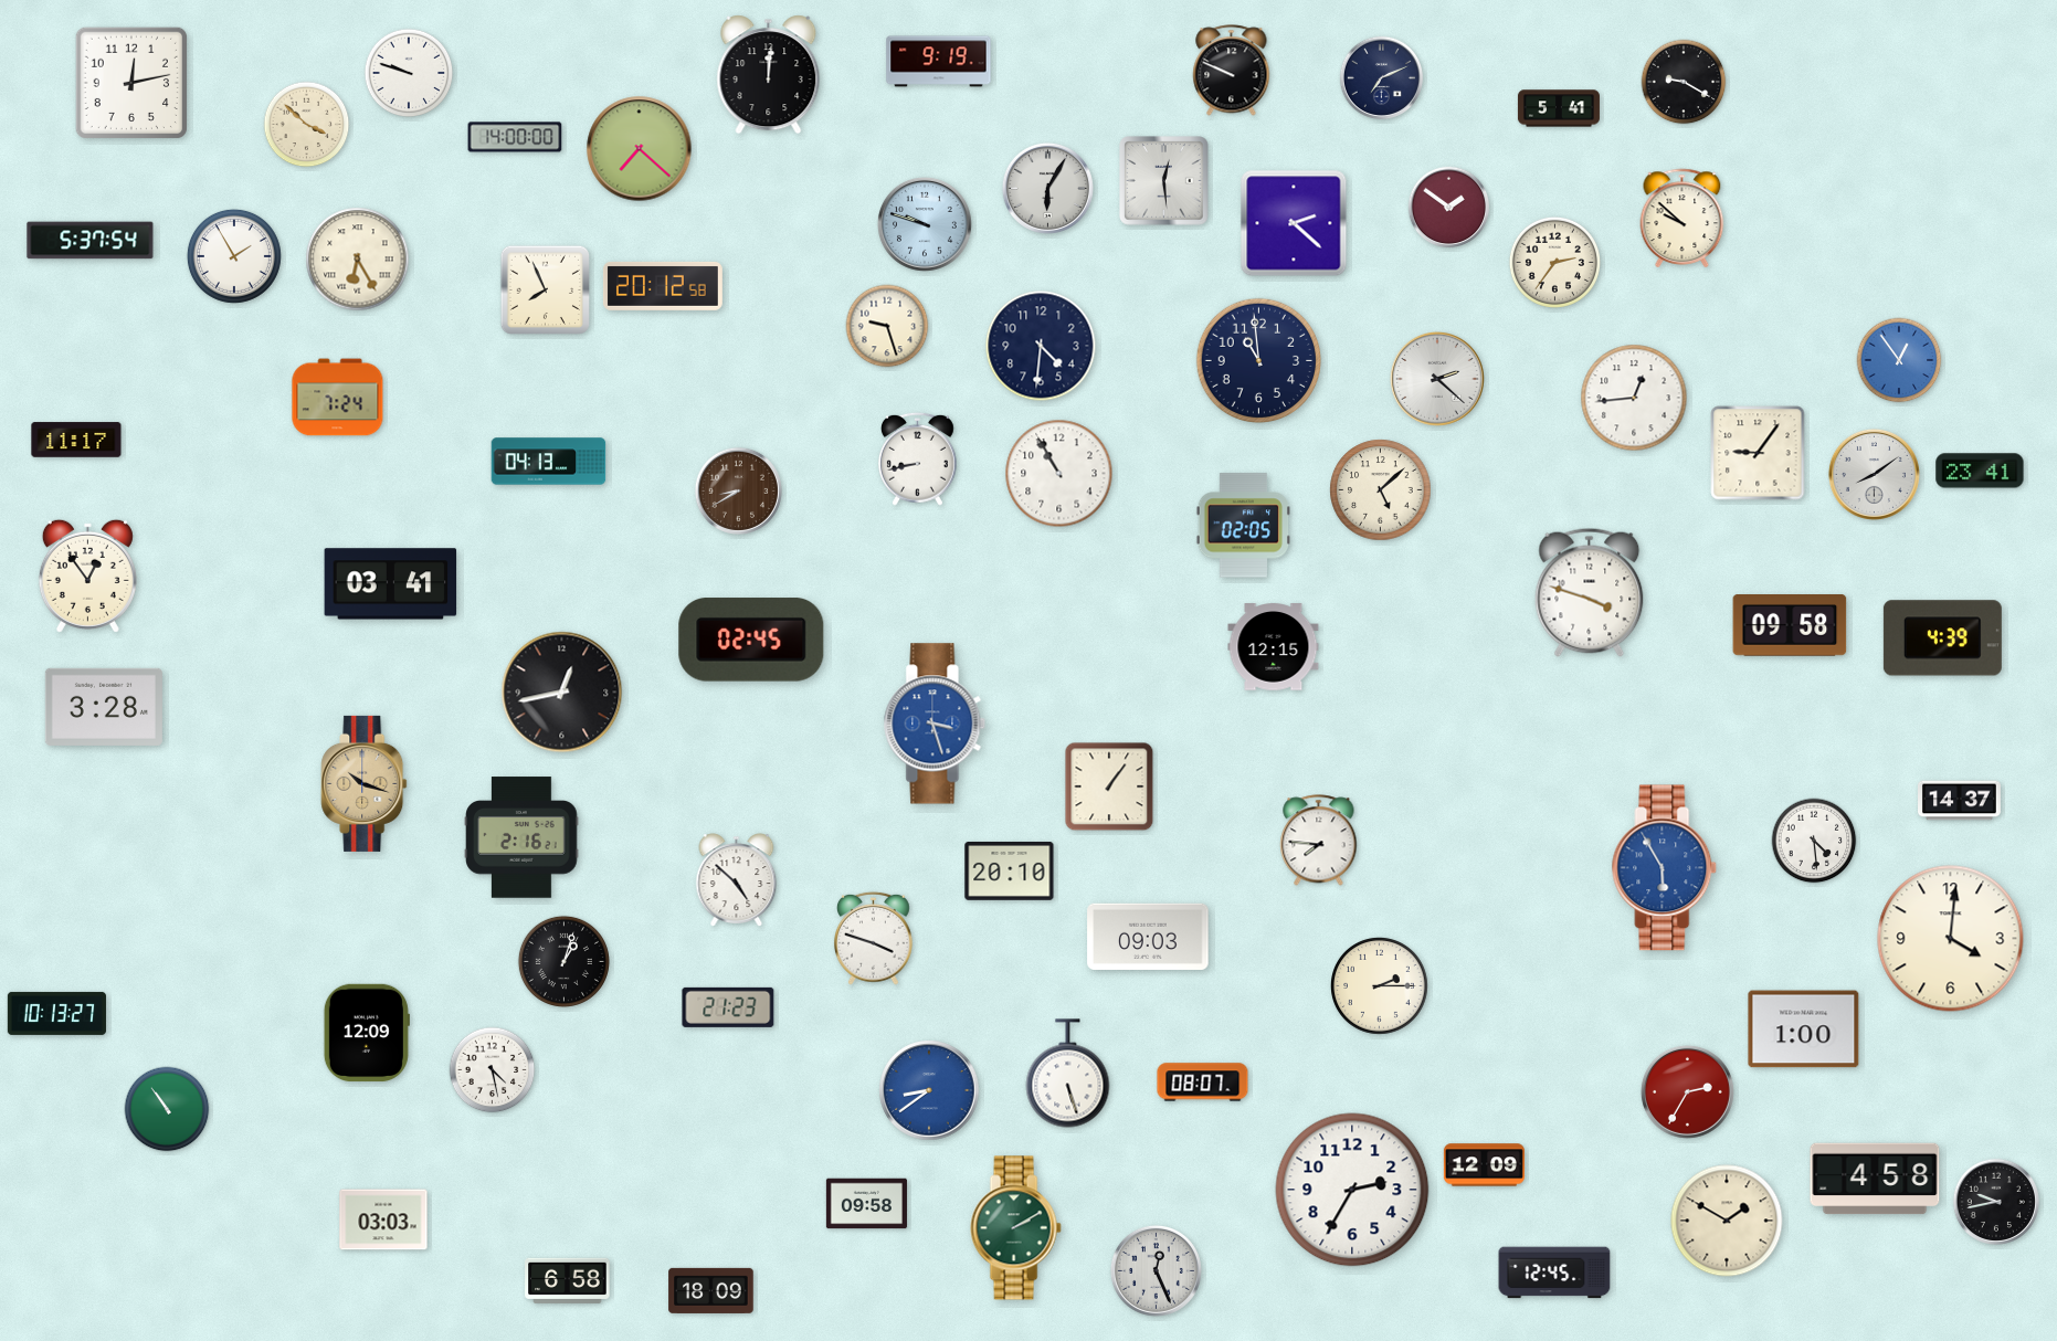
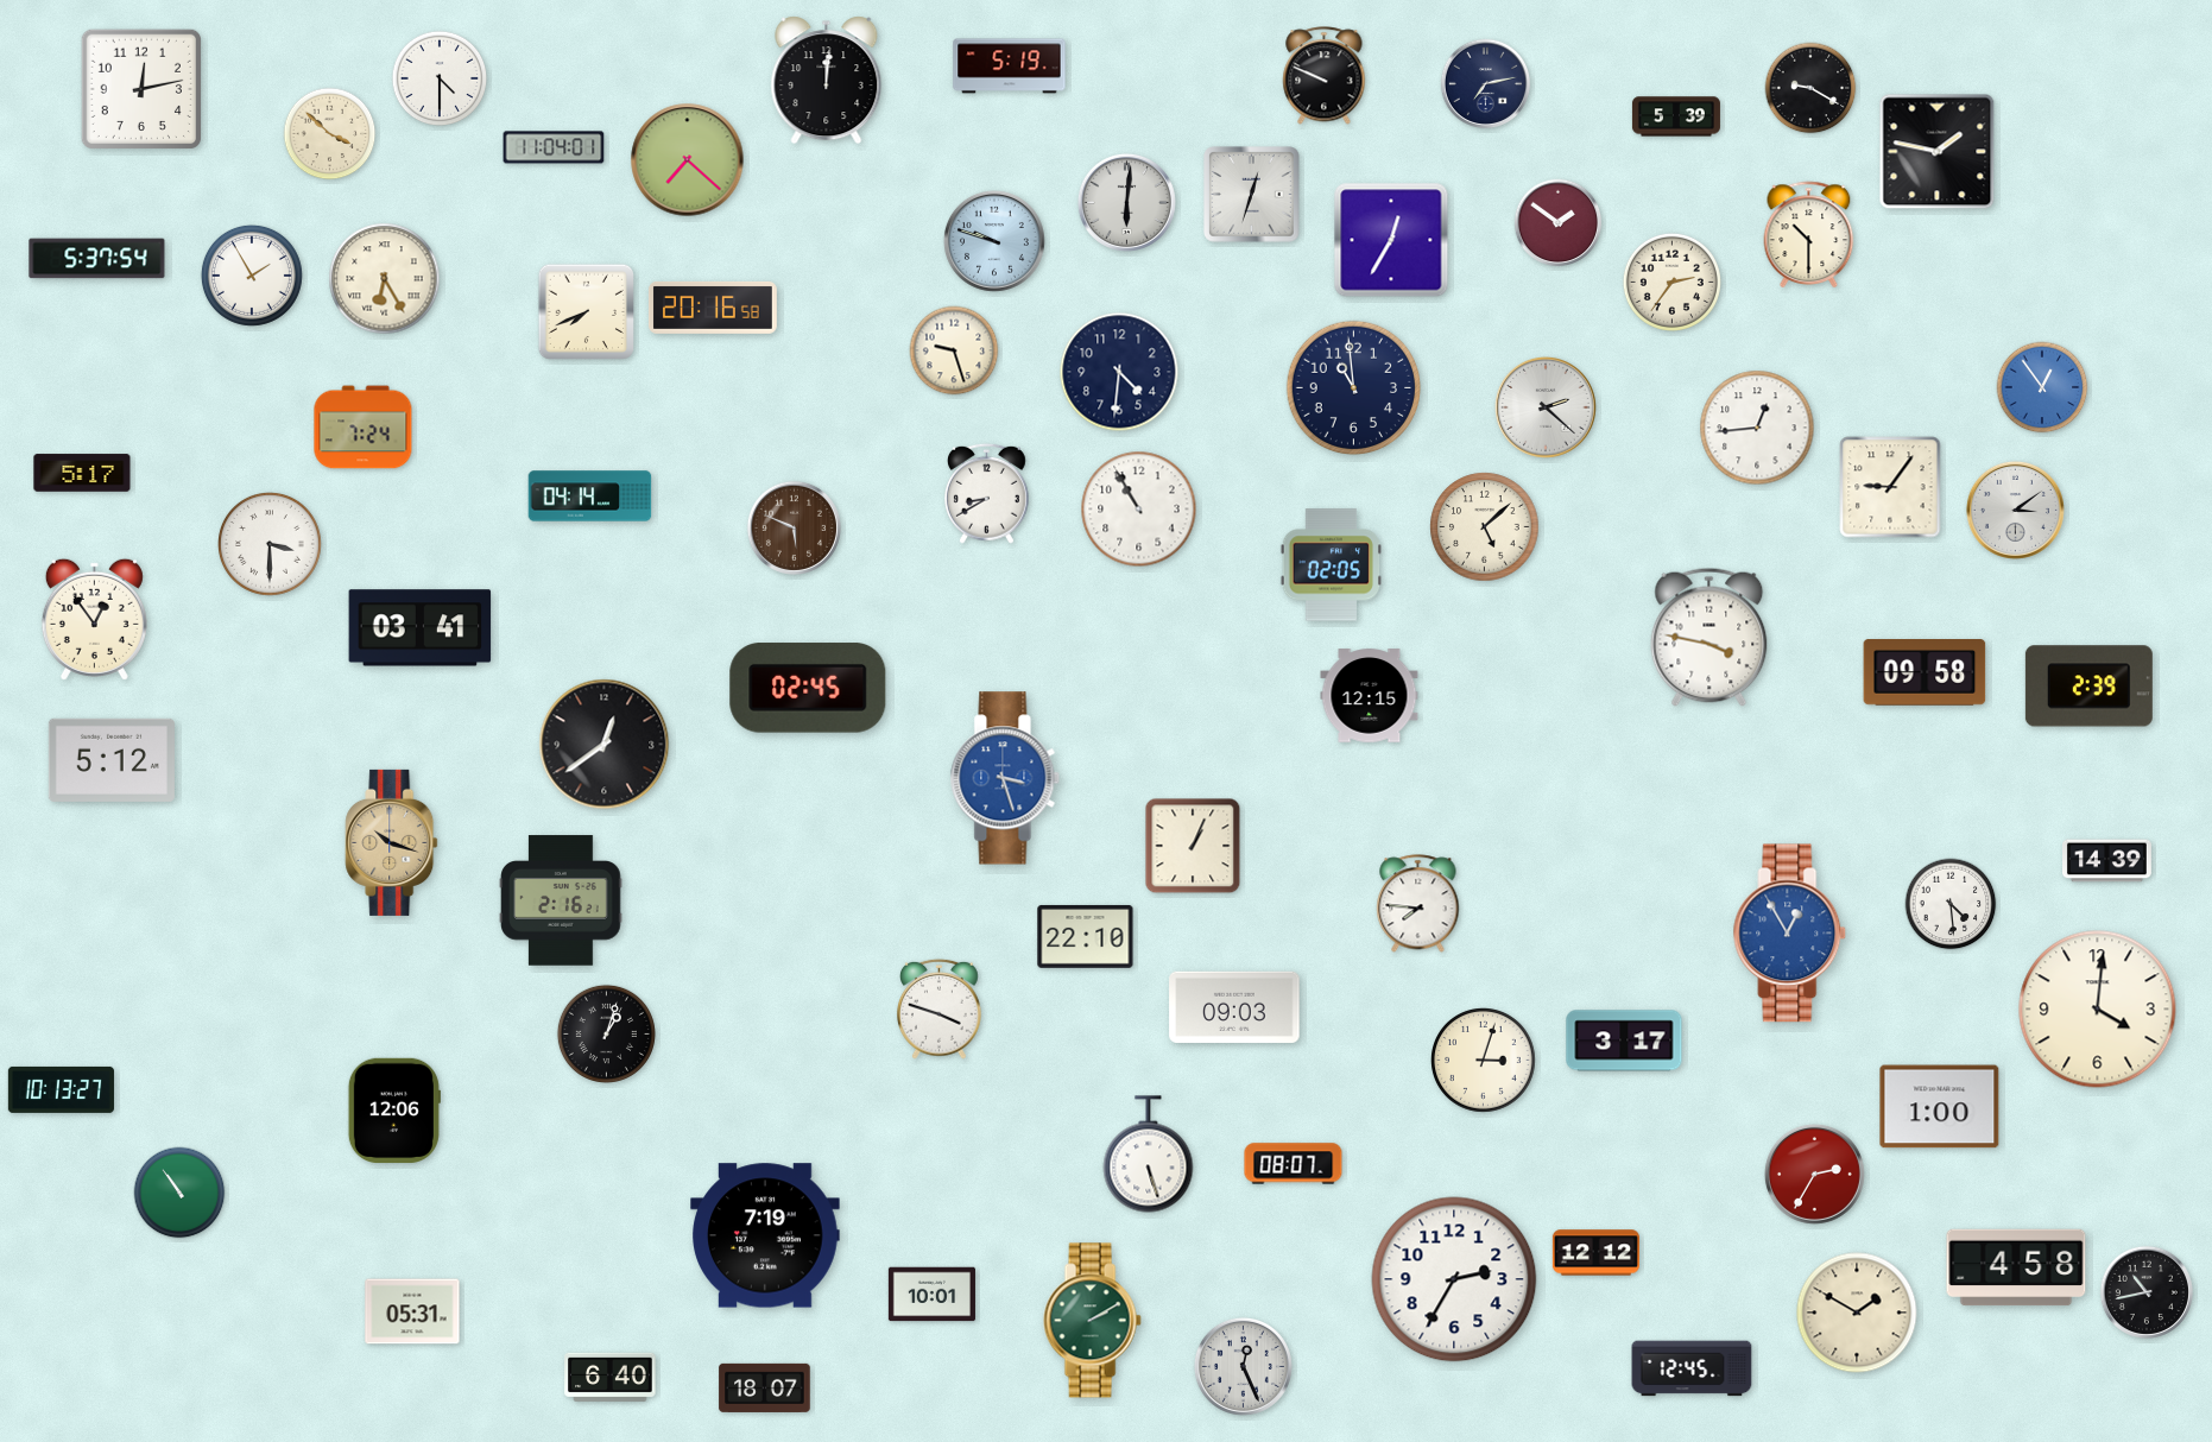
clock at (939, 62): 9:19 -> 5:19
clock at (409, 73): 9:48 -> 4:30
clock at (1382, 78): 7:11 -> 7:13
clock at (1559, 108): 5:41 -> 5:39
clock at (515, 137): 14:00 -> 11:04
clock at (1938, 152): none -> 1:47
clock at (1164, 181): 12:29 -> 12:33
clock at (1047, 188): 6:05 -> 6:01
clock at (1682, 218): 9:52 -> 10:30
clock at (1294, 223): 2:22 -> 12:35
clock at (663, 286): 20:12 -> 20:16
clock at (546, 291): 7:56 -> 7:41
clock at (76, 440): 11:17 -> 5:17
clock at (918, 458): 8:43 -> 8:40
clock at (549, 462): 04:13 -> 04:14
clock at (1980, 471): 23:41 -> none
clock at (1874, 474): 8:09 -> 3:09
clock at (738, 490): 8:40 -> 5:49
clock at (271, 545): none -> 3:30
clock at (1243, 526) position: (1243, 526) -> (1331, 565)
clock at (1590, 592): 3:48 -> 3:47
clock at (1942, 638): 4:39 -> 2:39
clock at (562, 693): 12:43 -> 12:39
clock at (104, 707): 3:28 -> 5:12
clock at (1109, 786): 1:06 -> 1:04
clock at (1960, 801): 14:37 -> 14:39
clock at (1665, 868): 5:55 -> 12:55
clock at (1010, 870): 20:10 -> 22:10
clock at (737, 880): 4:52 -> none
clock at (1624, 1041): none -> 3:17
clock at (1380, 986): 2:15 -> 3:03
clock at (728, 1007): 21:23 -> none
clock at (367, 1033): 12:09 -> 12:06
clock at (493, 1070): 4:28 -> none
clock at (929, 1090): 8:39 -> none
clock at (765, 1235): none -> 7:19
clock at (1484, 1165): 12:09 -> 12:12
clock at (1996, 1202): 9:43 -> 10:43
clock at (866, 1204): 09:58 -> 10:01
clock at (383, 1219): 03:03 -> 05:31
clock at (1554, 1273) position: (1554, 1273) -> (1692, 1368)
clock at (568, 1280): 6:58 -> 6:40
clock at (711, 1290): 18:09 -> 18:07
